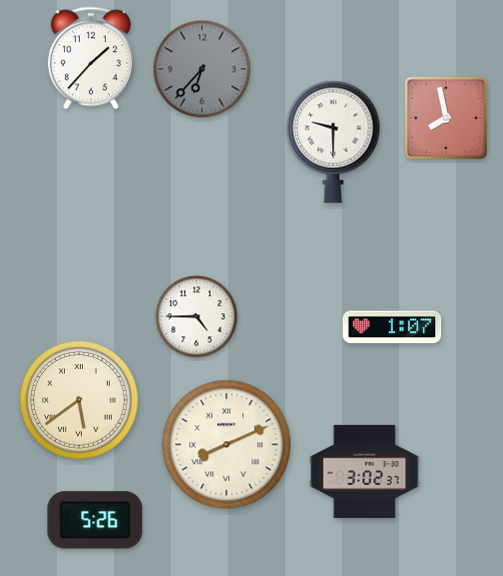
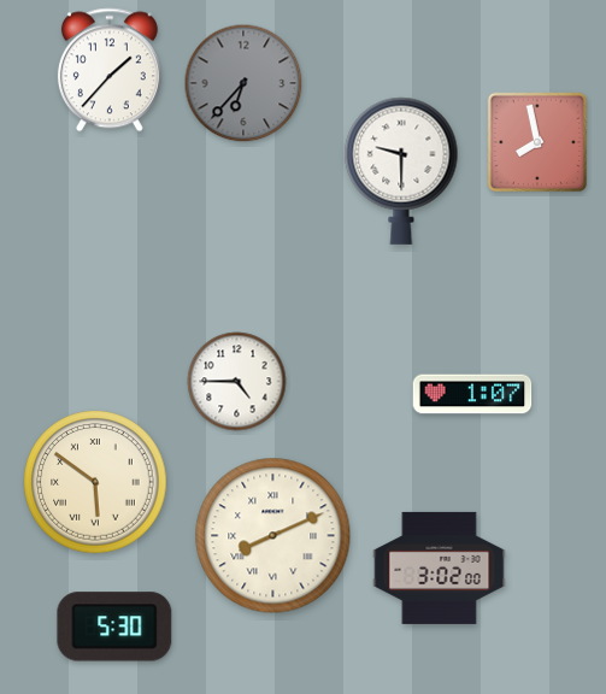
clock at (79, 400): 5:39 -> 5:51
clock at (365, 471): 3:02:37 -> 3:02:00
clock at (95, 520): 5:26 -> 5:30
